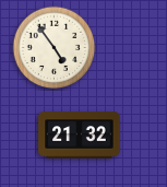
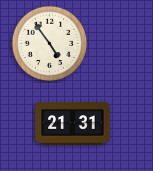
clock at (80, 136): 21:32 -> 21:31
